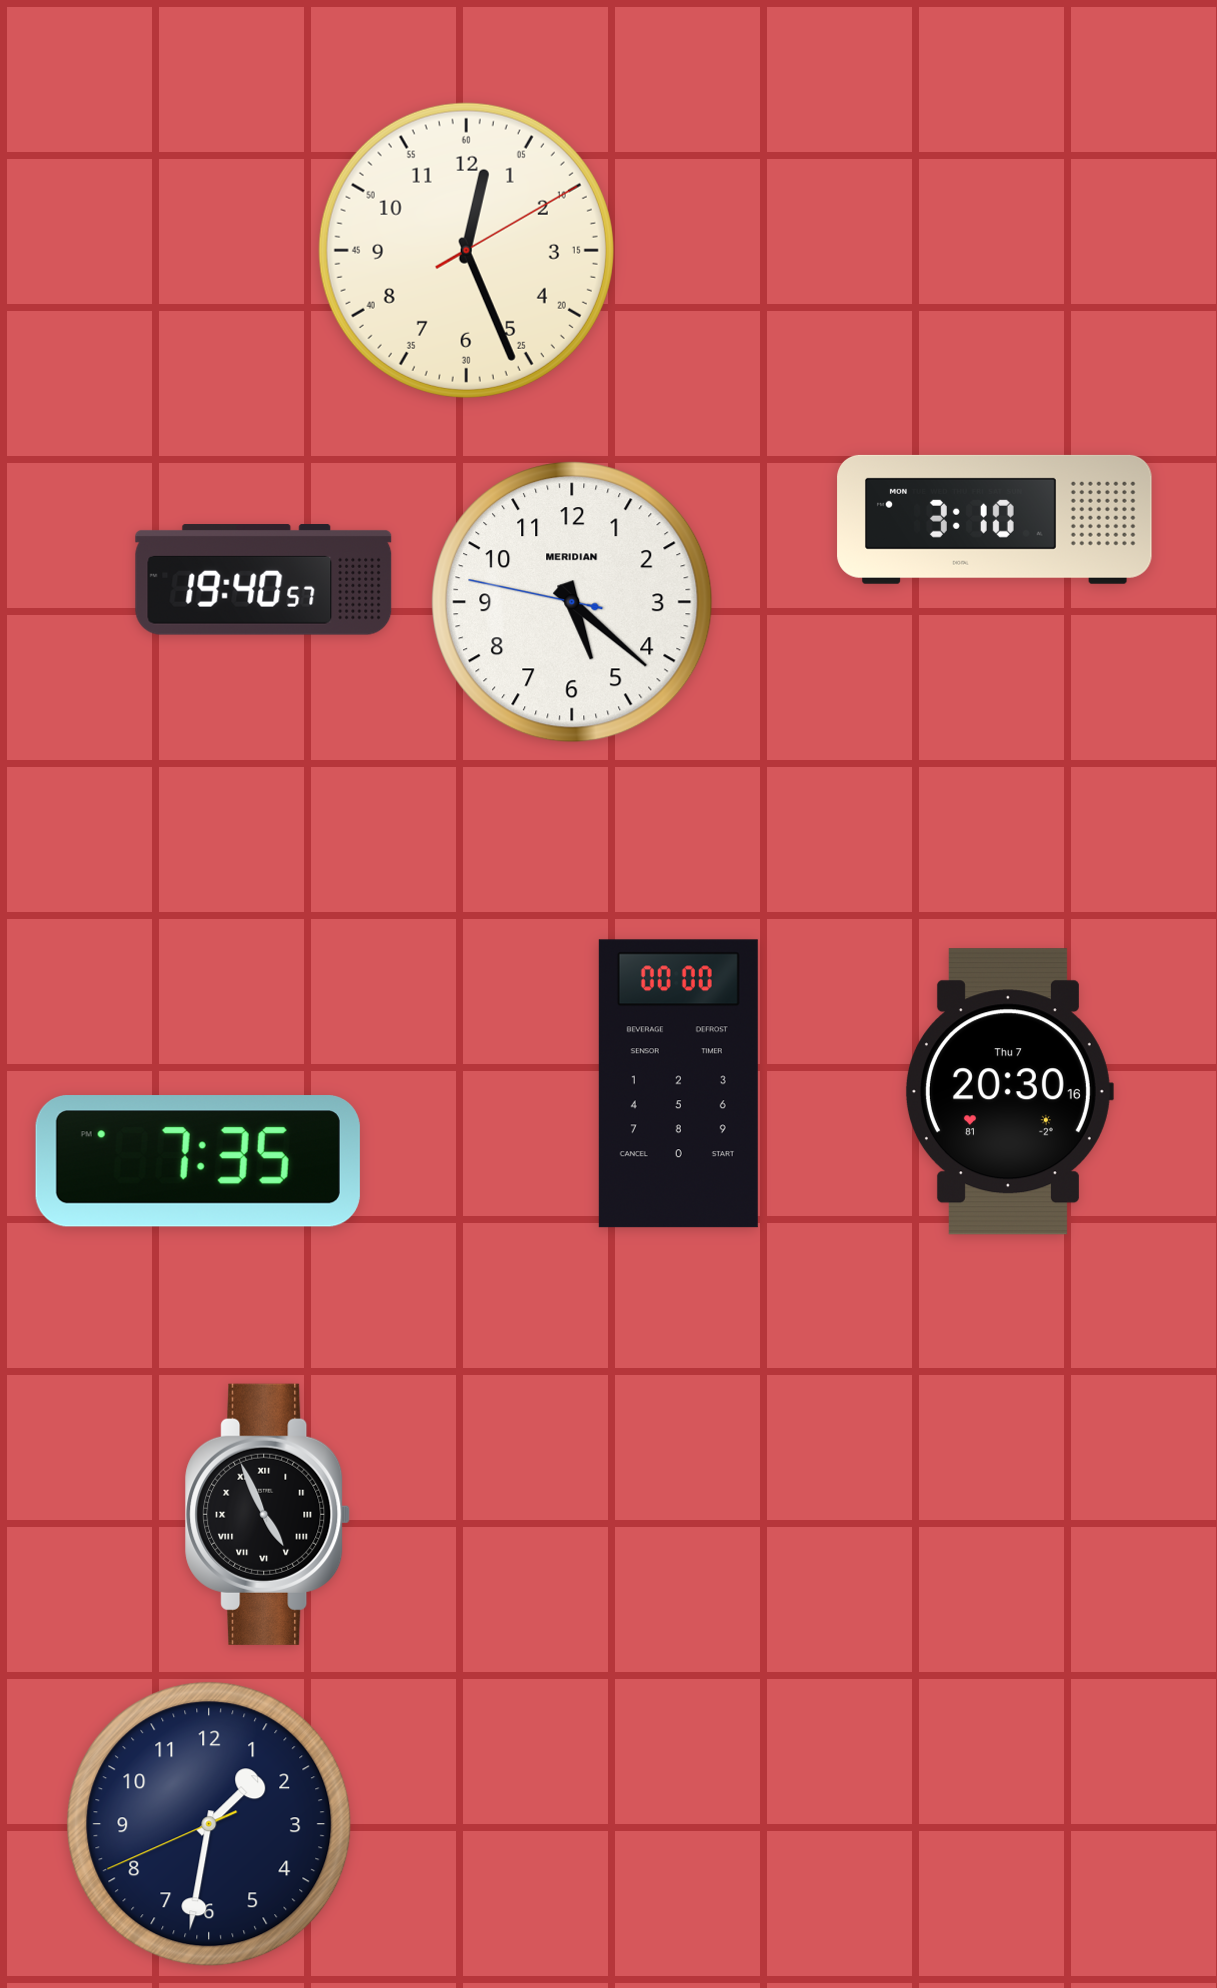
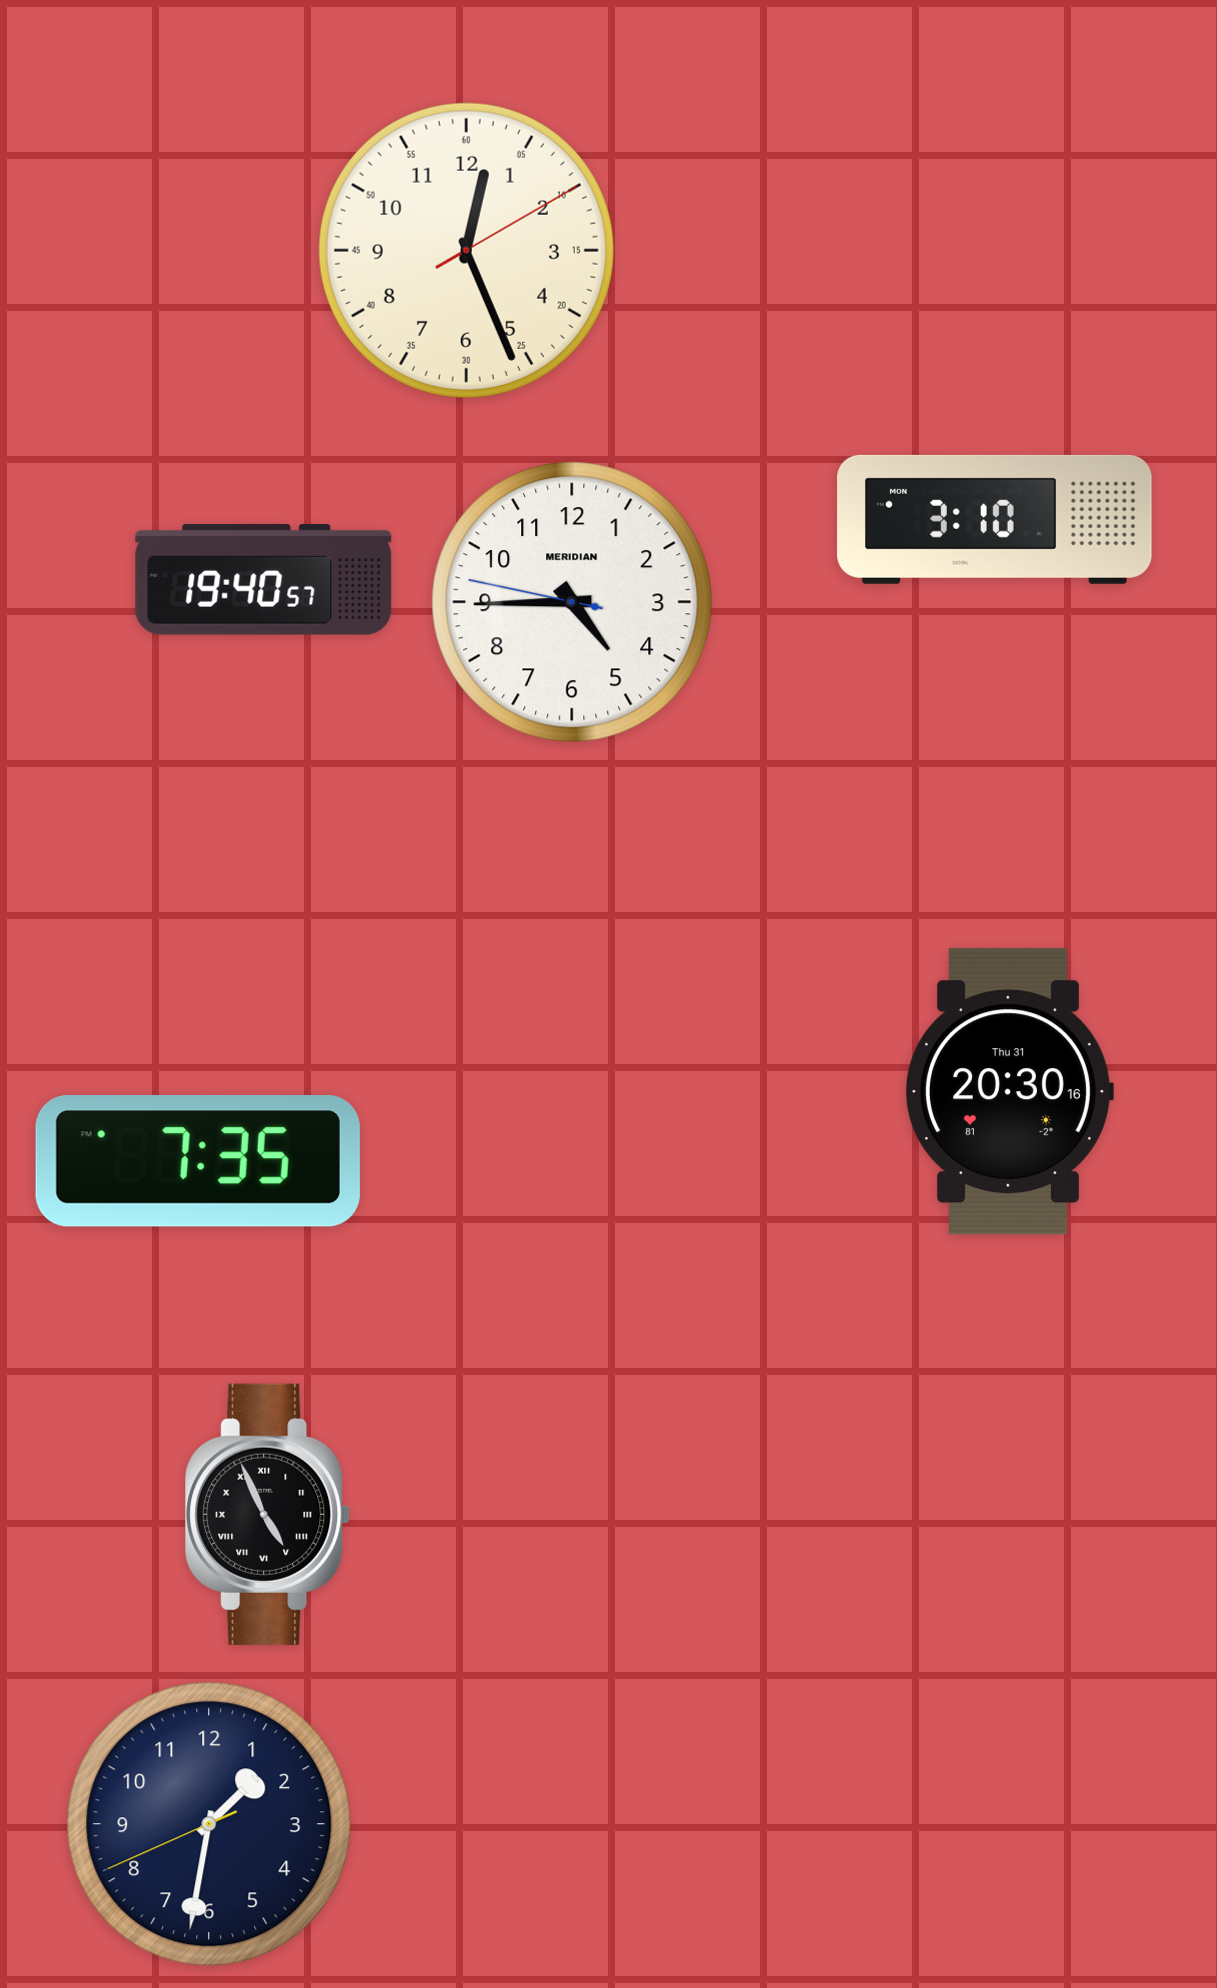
clock at (572, 602): 5:21 -> 4:44
clock at (678, 1084): 00:00 -> none
clock at (1009, 1092) date: Thu 7 -> Thu 31
